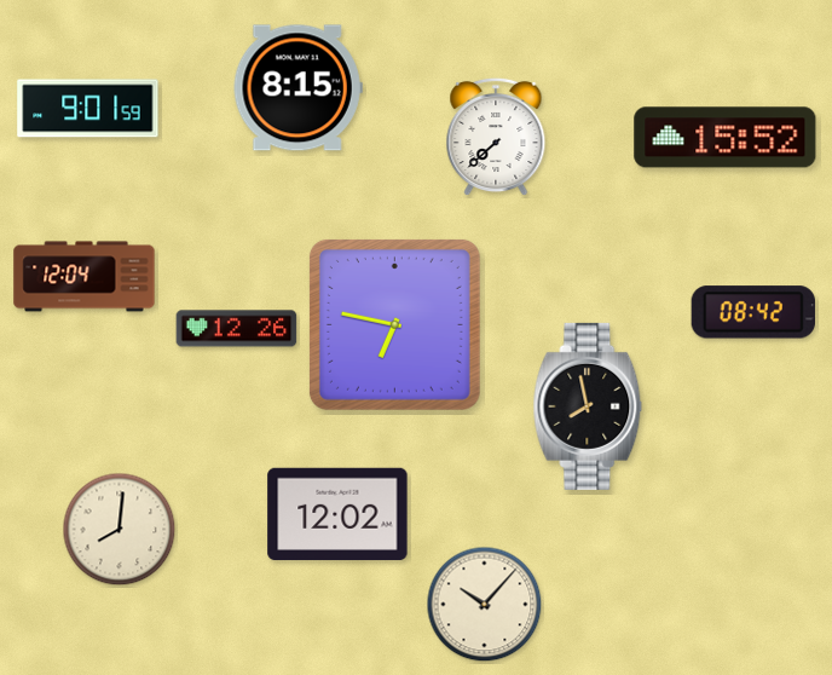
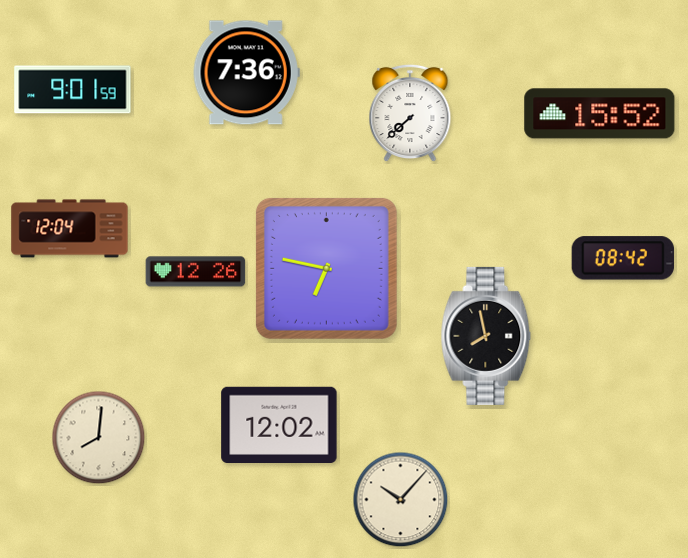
clock at (297, 88): 8:15 -> 7:36
